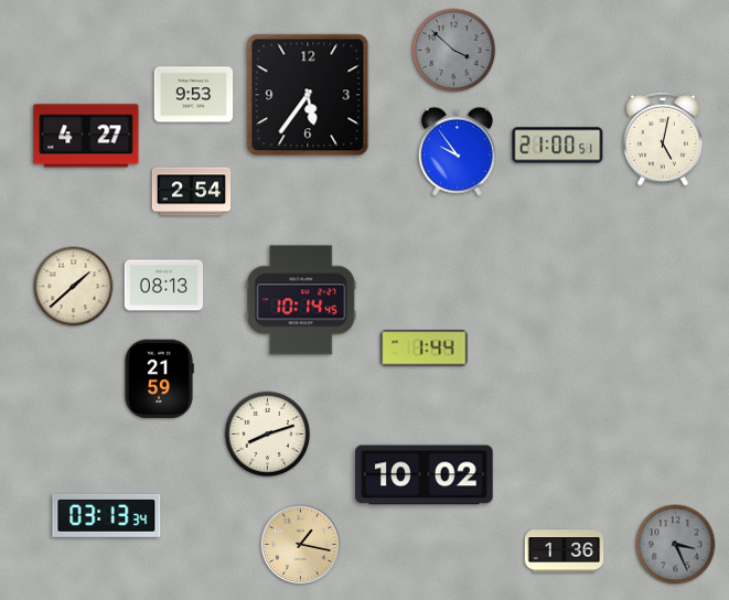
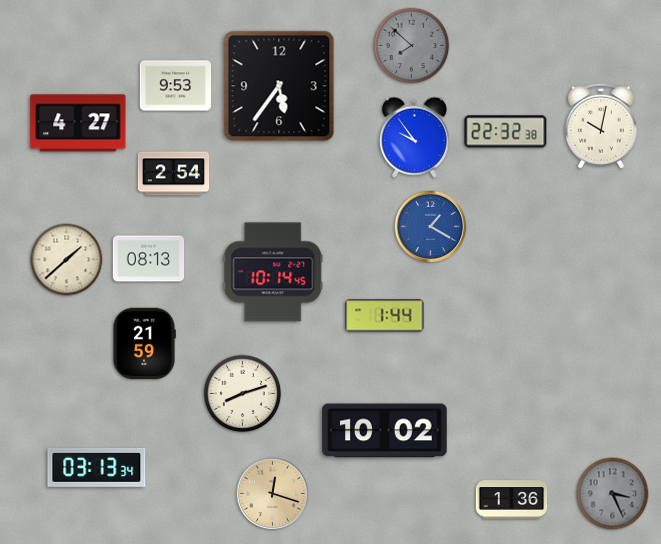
clock at (454, 51): 3:52 -> 7:52
clock at (663, 139): 5:02 -> 10:02
clock at (558, 146): 21:00 -> 22:32
clock at (431, 227): none -> 1:20
clock at (301, 545): 1:17 -> 12:18
